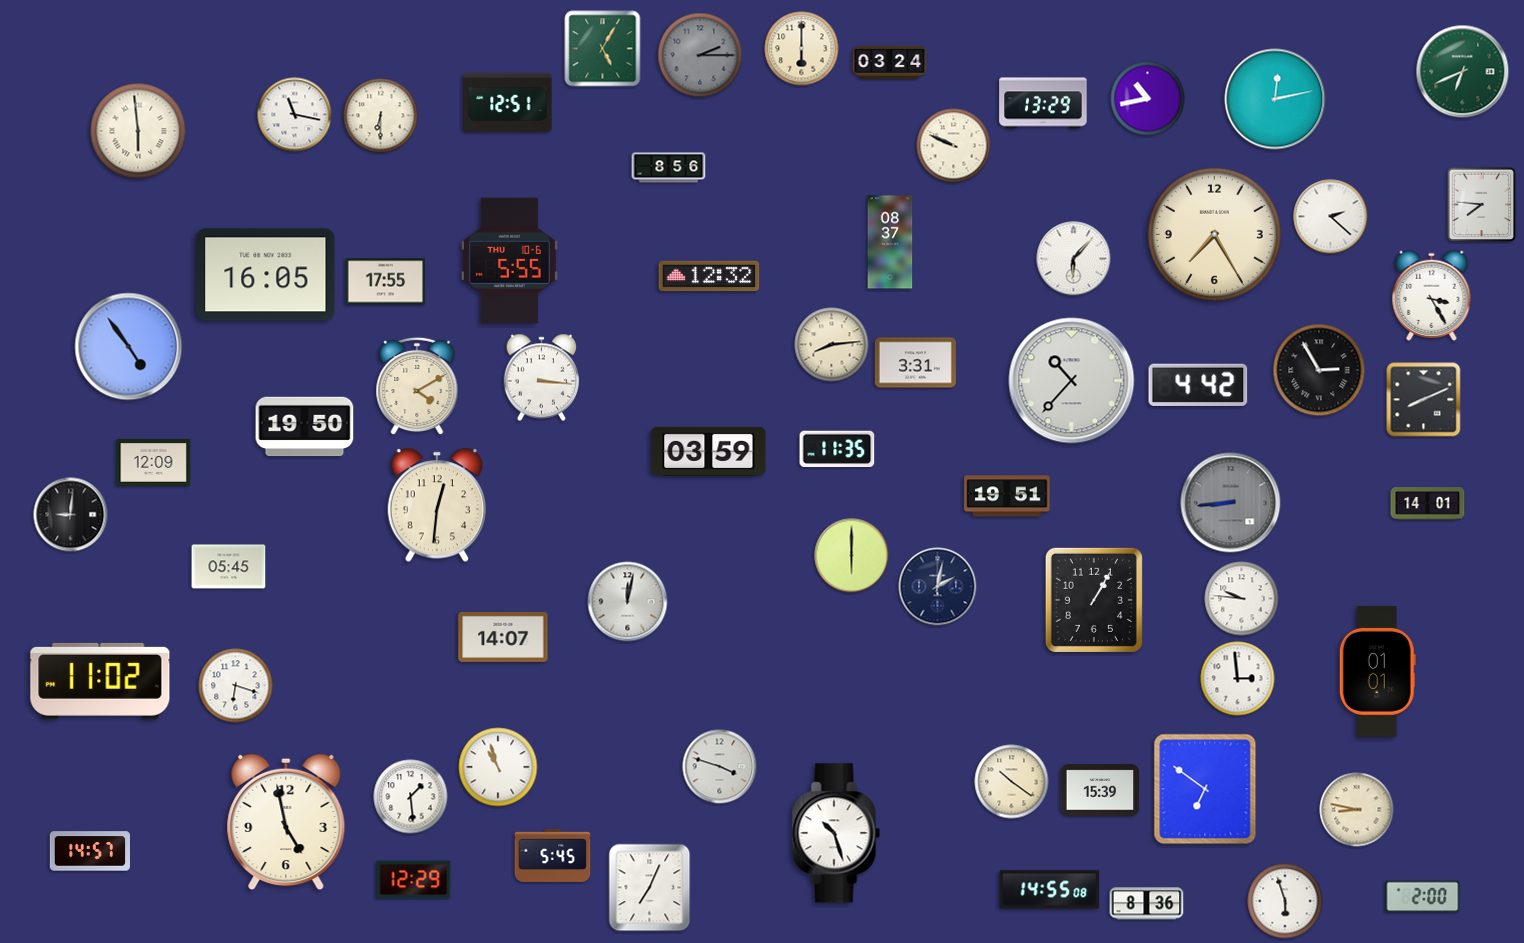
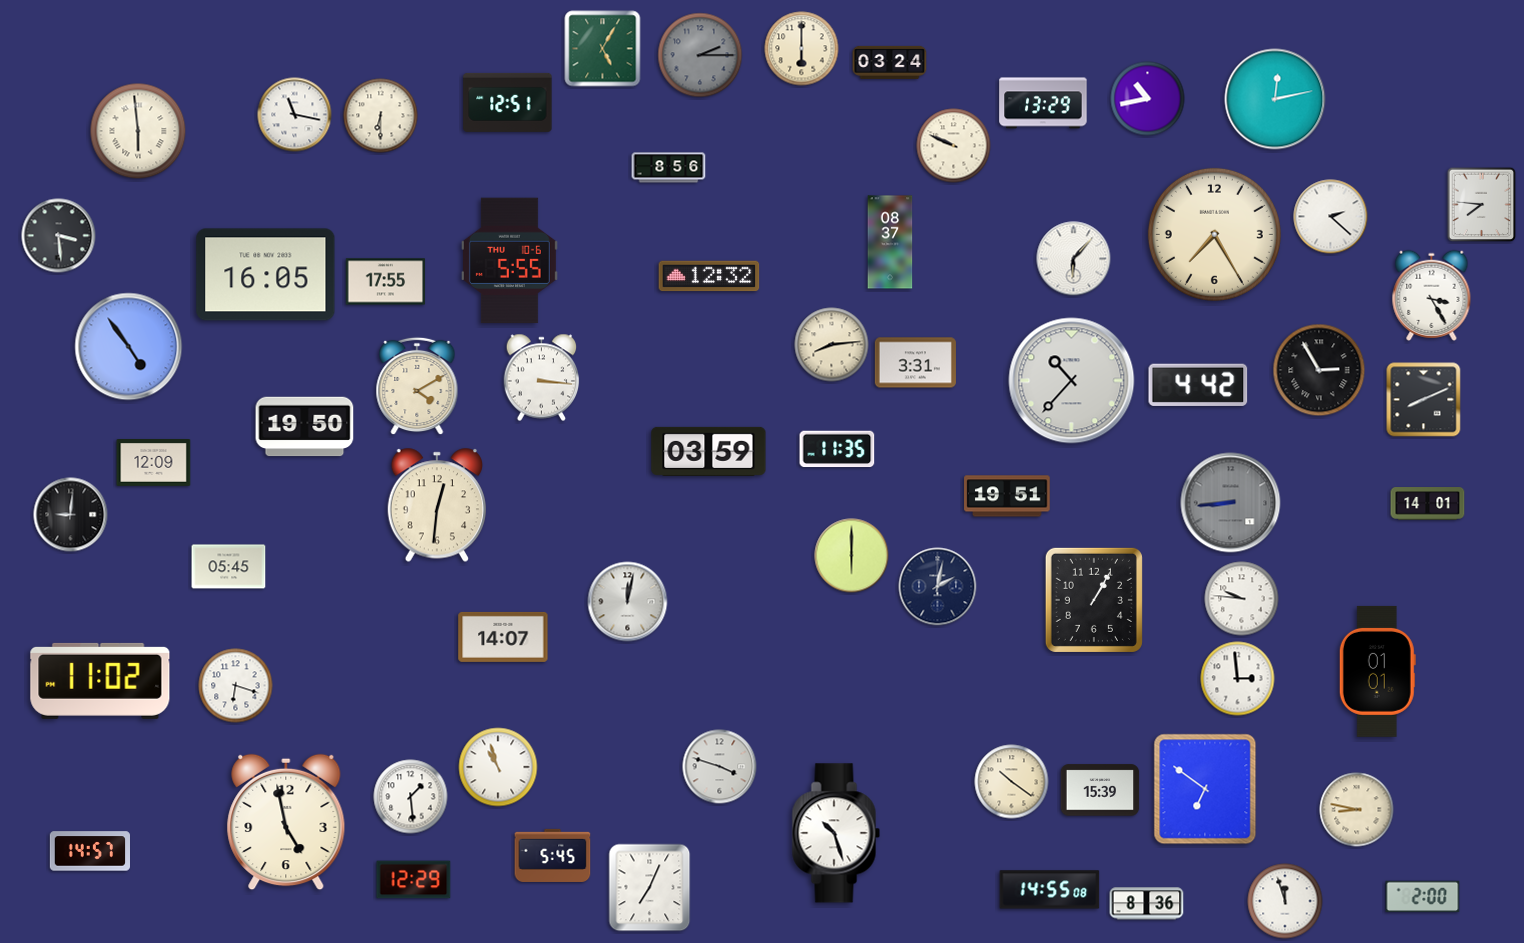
clock at (1463, 72): 6:41 -> none
clock at (59, 236): none -> 3:29
clock at (1285, 901): 5:57 -> 11:57
